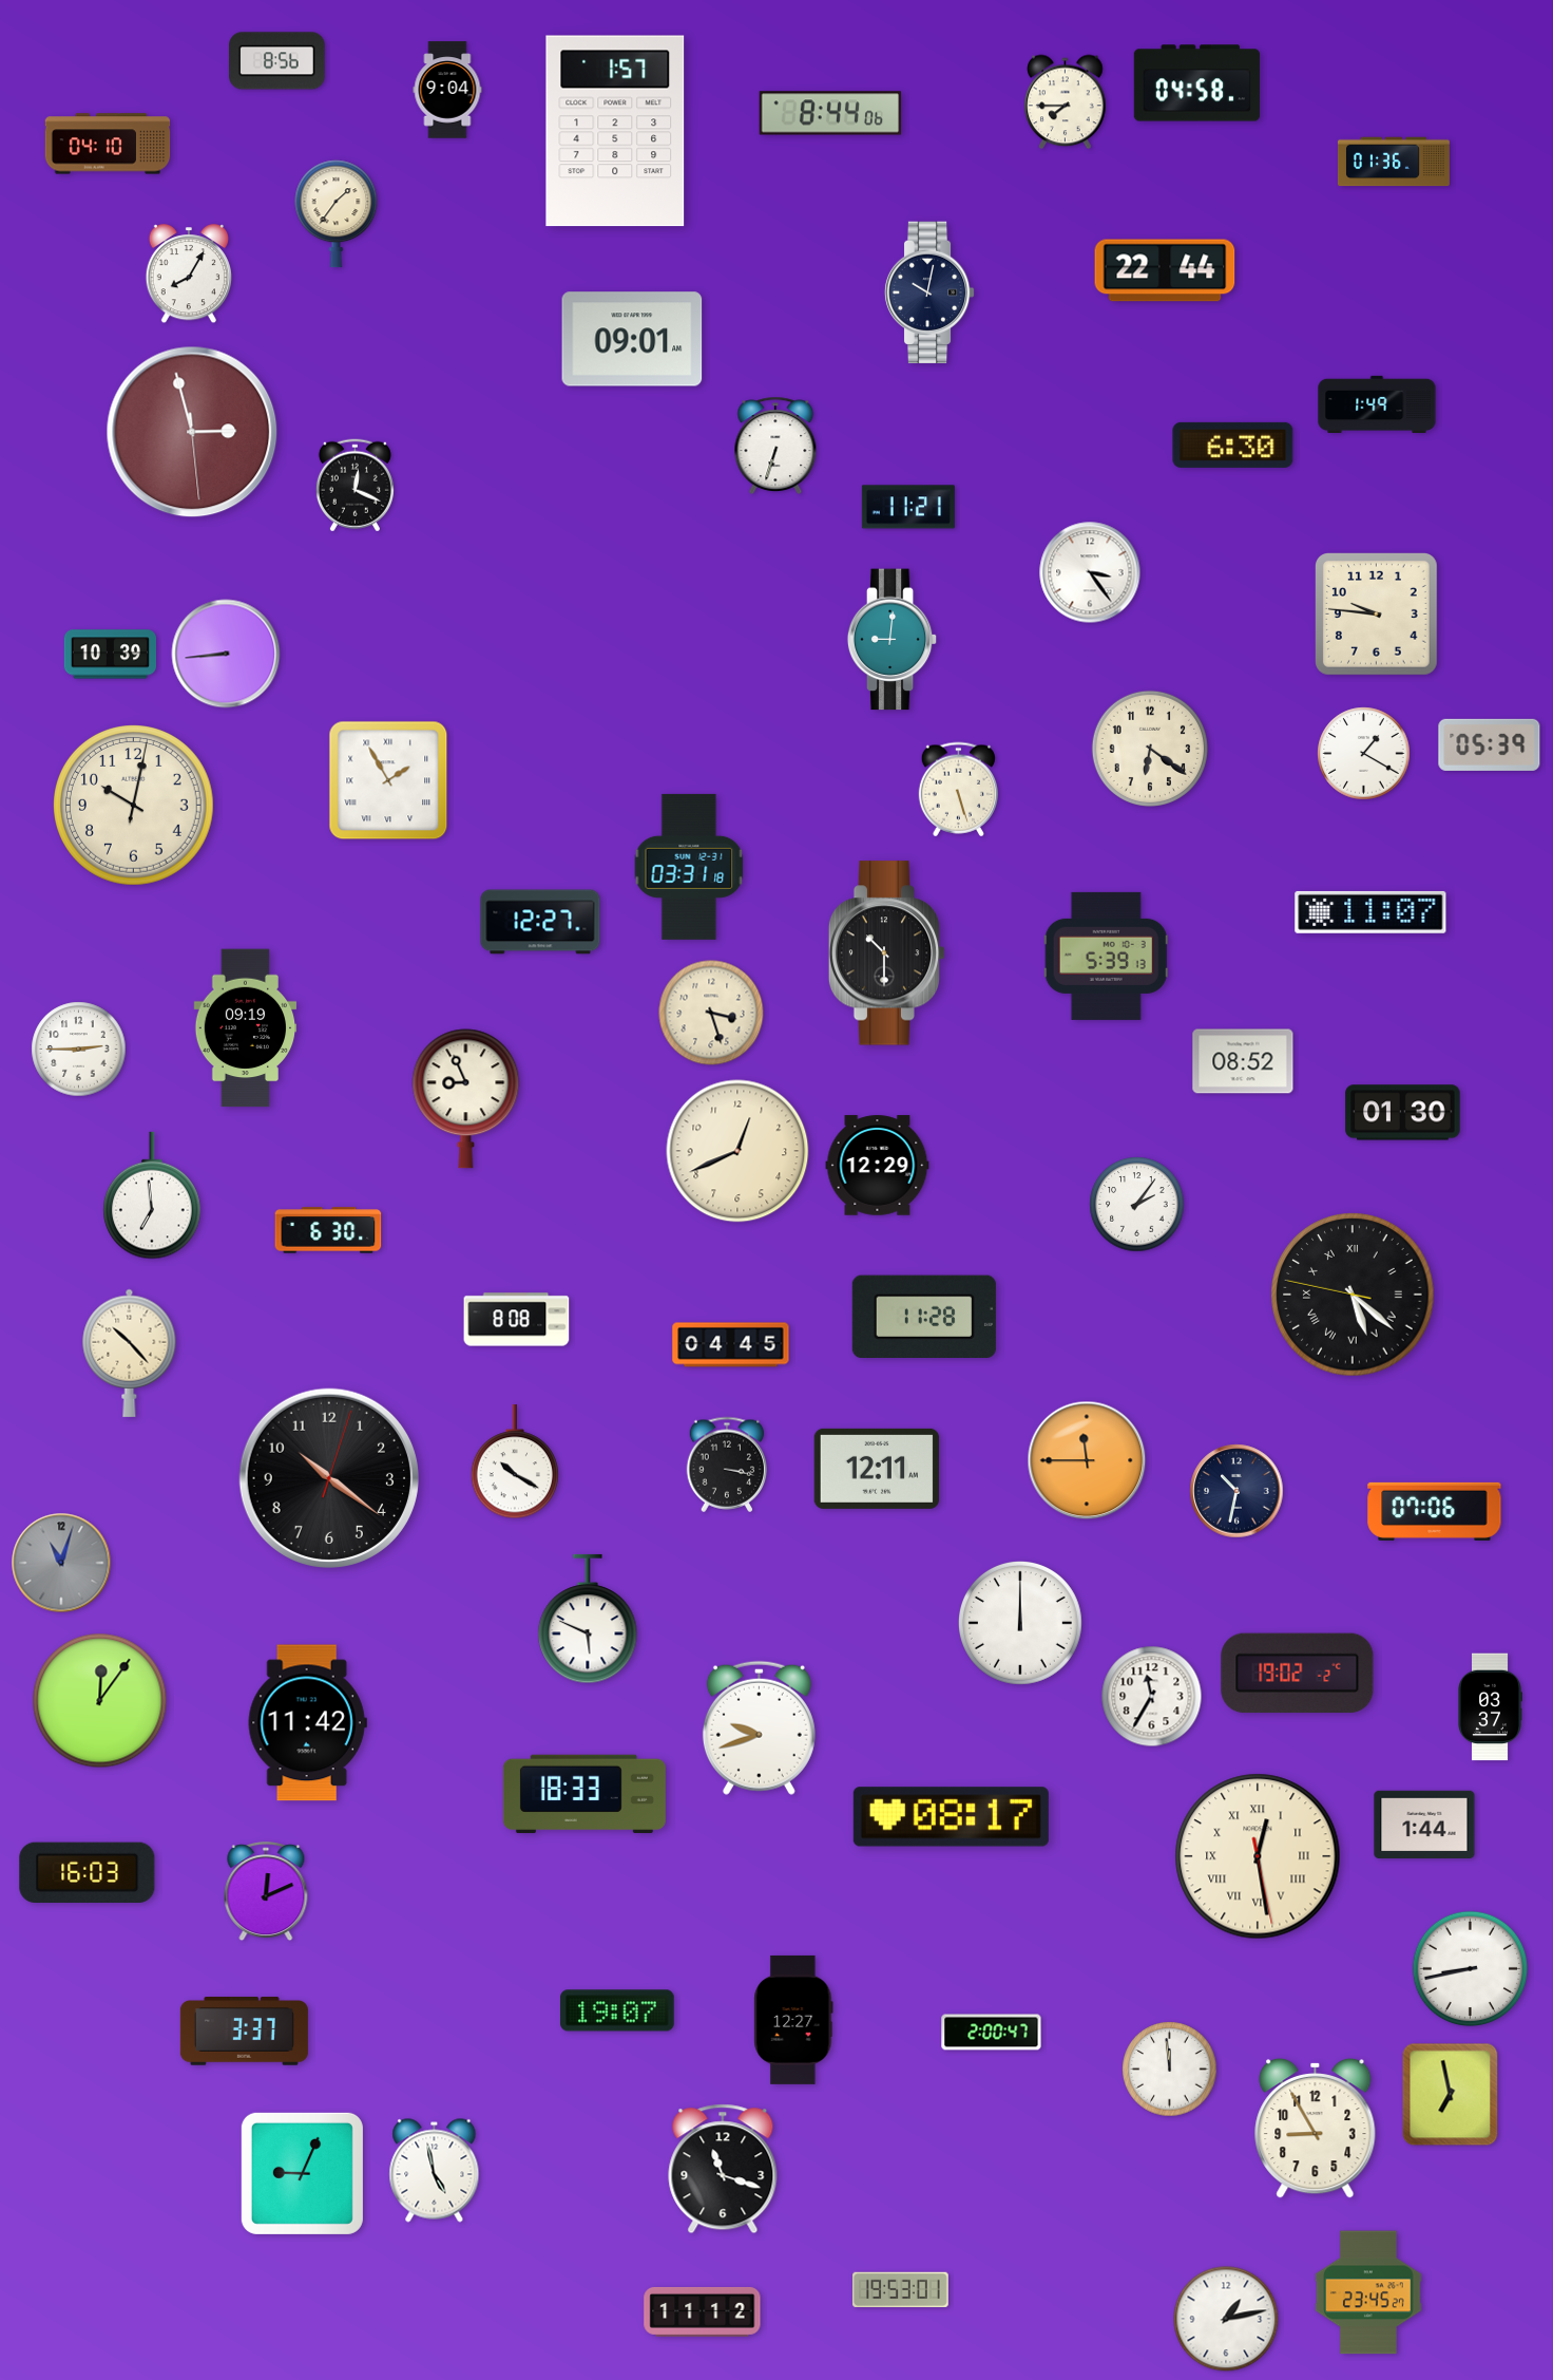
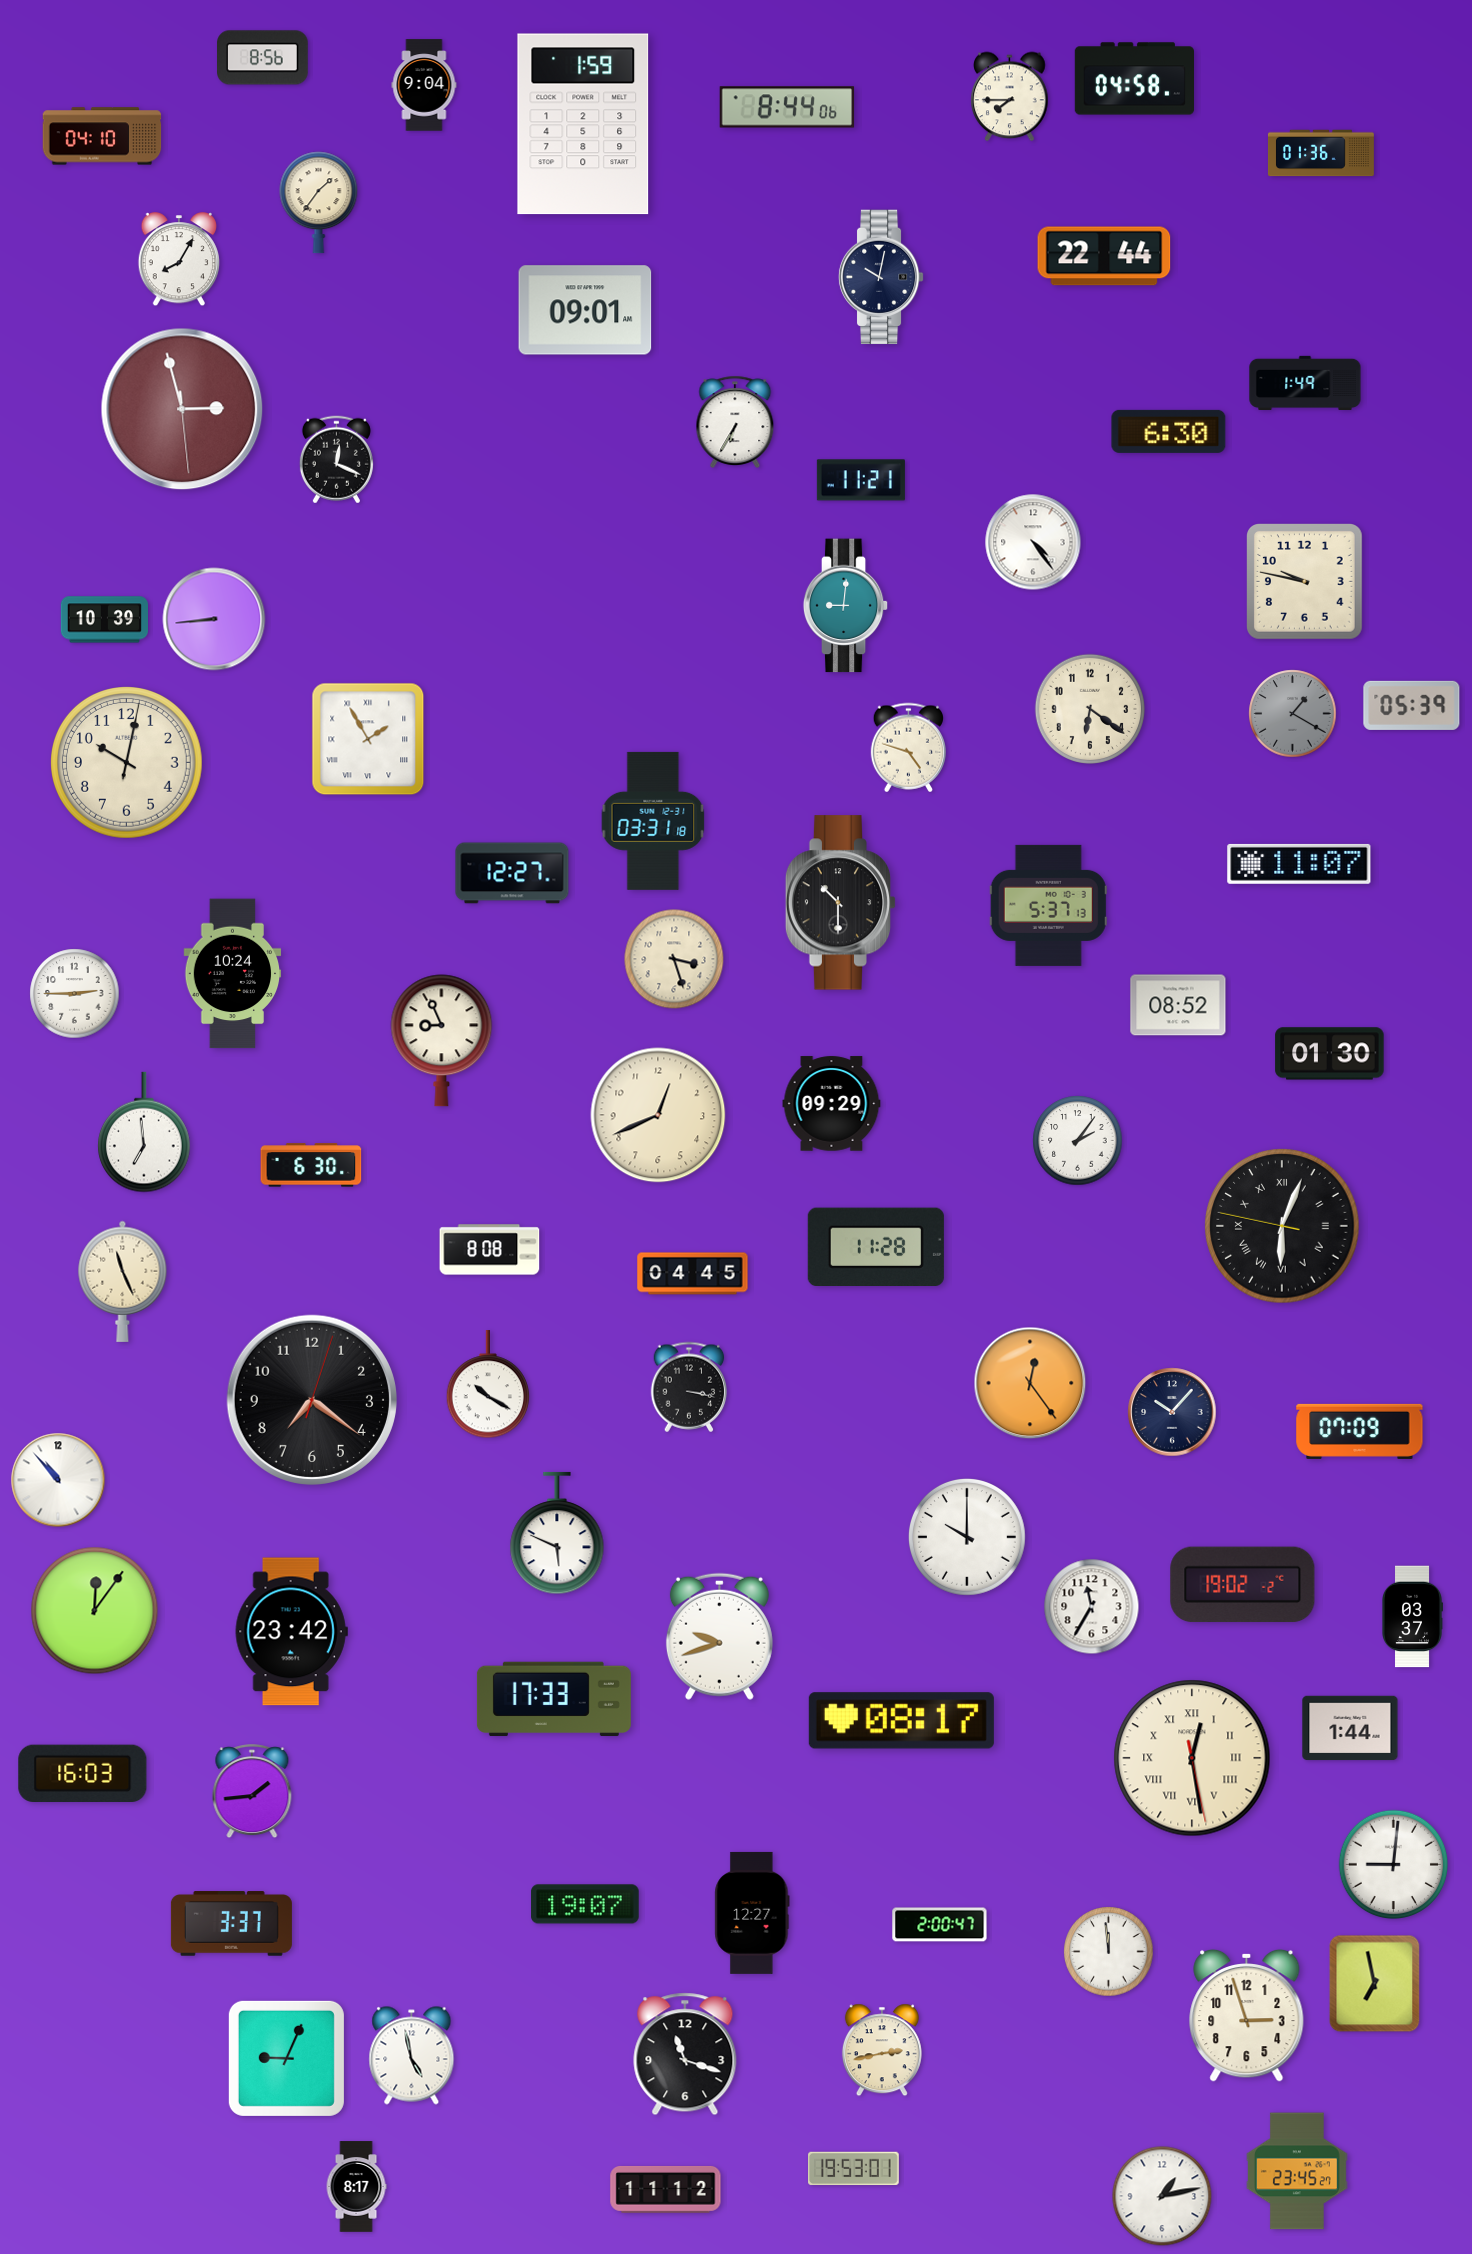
clock at (615, 131): 1:57 -> 1:59
clock at (632, 339) position: (632, 339) -> (585, 310)
clock at (775, 445): 6:33 -> 6:35
clock at (1233, 445) position: (1233, 445) -> (1169, 431)
clock at (1090, 572): 3:24 -> 4:24
clock at (1377, 615): 9:46 -> 9:47
clock at (1364, 754) dial: white -> grey
clock at (958, 790): 5:27 -> 4:48
clock at (1106, 956): 5:39 -> 5:37
clock at (246, 1028): 09:19 -> 10:24
clock at (737, 1151) position: (737, 1151) -> (658, 1115)
clock at (878, 1166): 12:29 -> 09:29
clock at (1353, 1295): 5:21 -> 6:03
clock at (130, 1353): 10:23 -> 11:26
clock at (1087, 1460): 11:45 -> 12:24
clock at (877, 1469): 12:11 -> none
clock at (329, 1478): 10:21 -> 7:21
clock at (1236, 1491): 10:32 -> 10:07
clock at (1435, 1511): 07:06 -> 07:09
clock at (61, 1563): 11:03 -> 10:53
clock at (61, 1563) dial: grey -> white
clock at (1020, 1623): 12:00 -> 10:00
clock at (1298, 1674) position: (1298, 1674) -> (1243, 1585)
clock at (307, 1723): 11:42 -> 23:42
clock at (584, 1794): 18:33 -> 17:33
clock at (266, 1892): 12:11 -> 1:44
clock at (1471, 1969): 8:43 -> 9:01
clock at (1170, 2070) position: (1170, 2070) -> (1109, 1952)
clock at (1316, 2128): 8:55 -> 2:57
clock at (882, 2050): none -> 2:43
clock at (356, 2187): none -> 8:17
